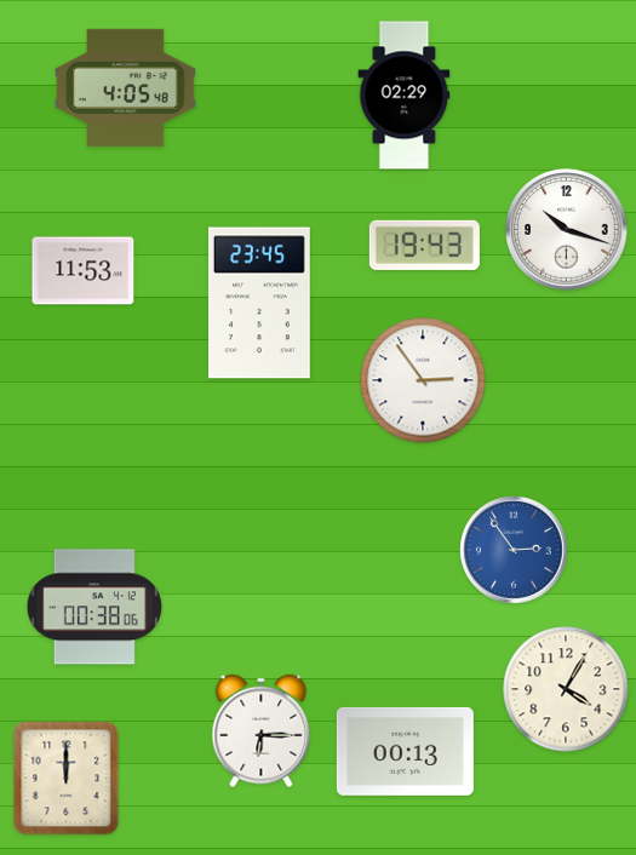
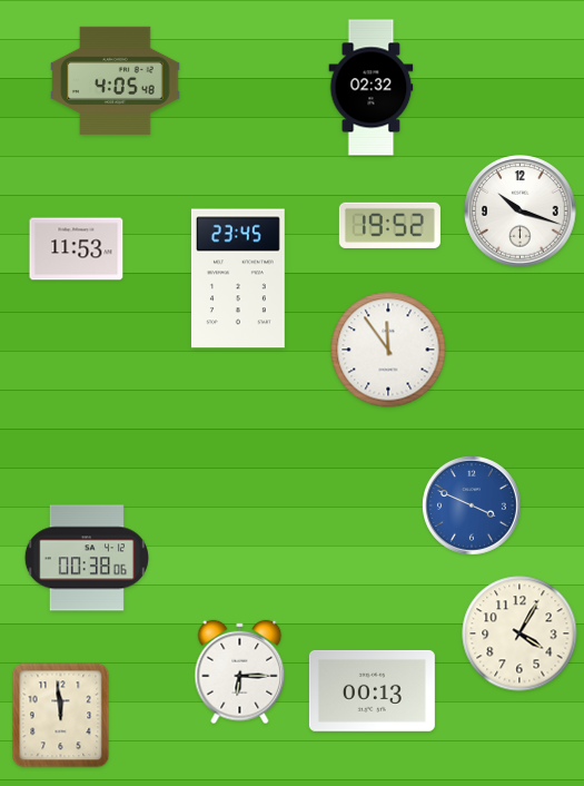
clock at (405, 96): 02:29 -> 02:32
clock at (424, 245): 19:43 -> 19:52
clock at (423, 380): 2:54 -> 11:54
clock at (515, 551): 2:54 -> 3:49
clock at (67, 779): 12:00 -> 11:59
